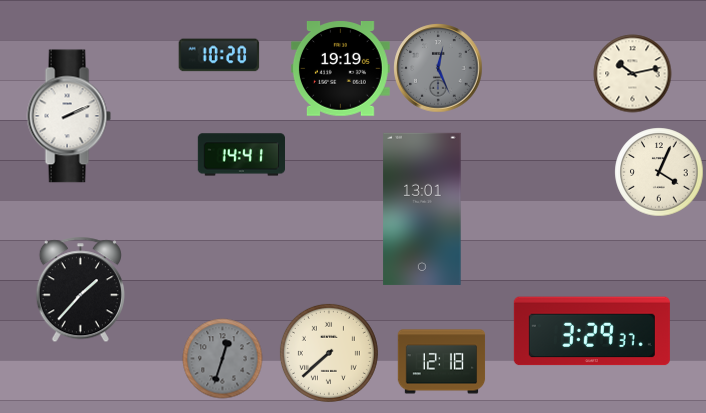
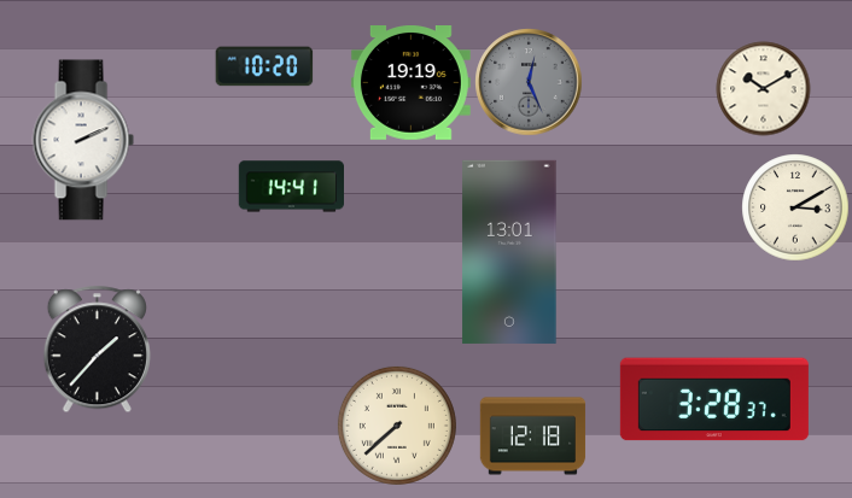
clock at (632, 73): 10:13 -> 10:10
clock at (659, 172): 4:04 -> 3:10
clock at (592, 331): 3:29 -> 3:28
clock at (222, 358): 12:33 -> none
